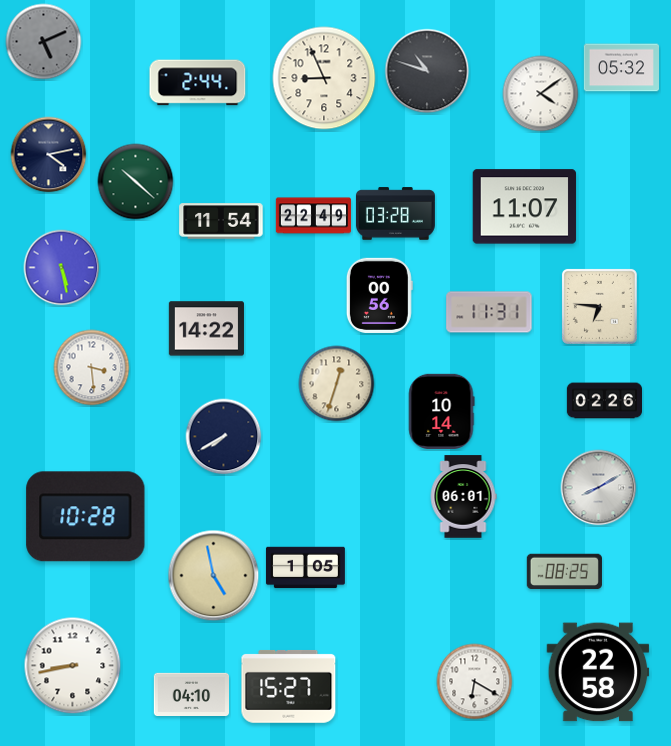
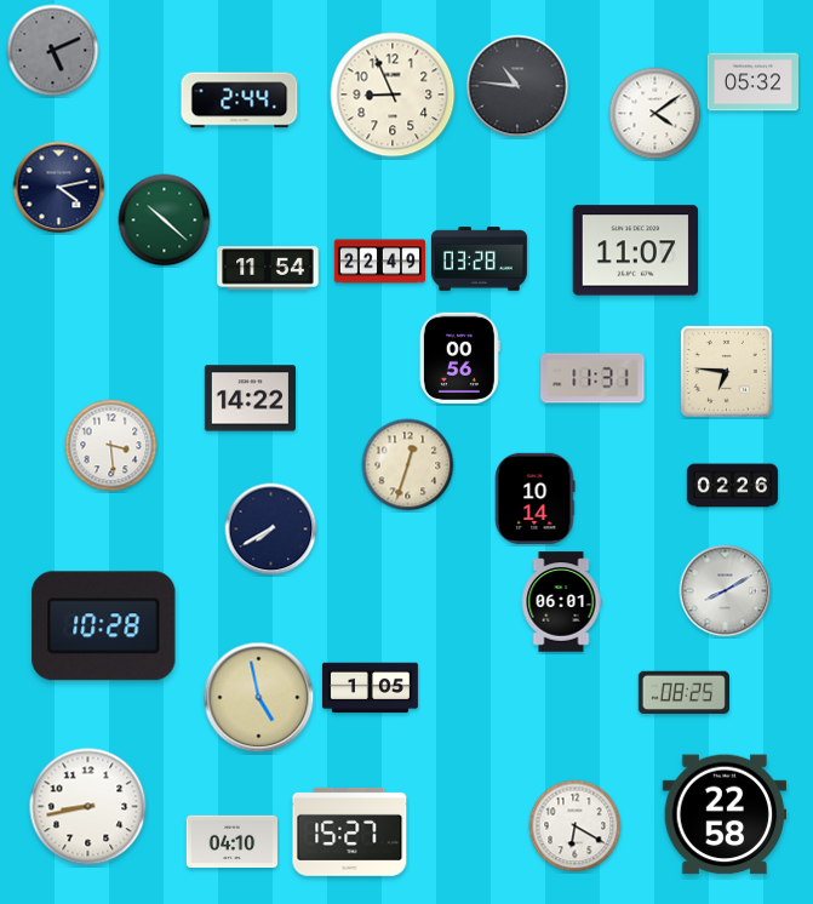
clock at (427, 71): 10:48 -> 10:46
clock at (62, 268): 5:28 -> none
